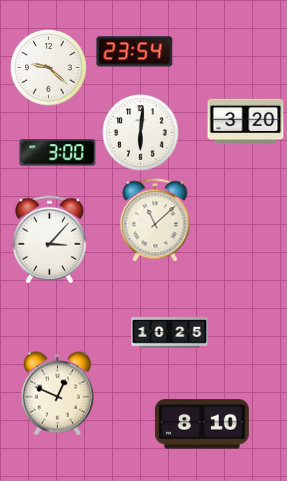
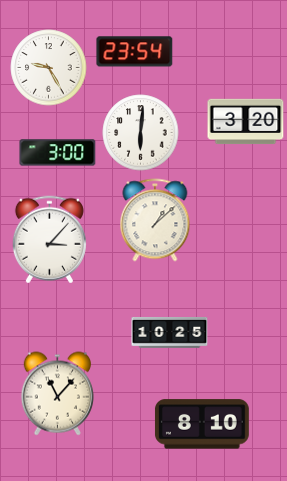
clock at (49, 68): 9:22 -> 9:25
clock at (155, 220): 11:08 -> 1:08
clock at (57, 394): 12:49 -> 11:07
